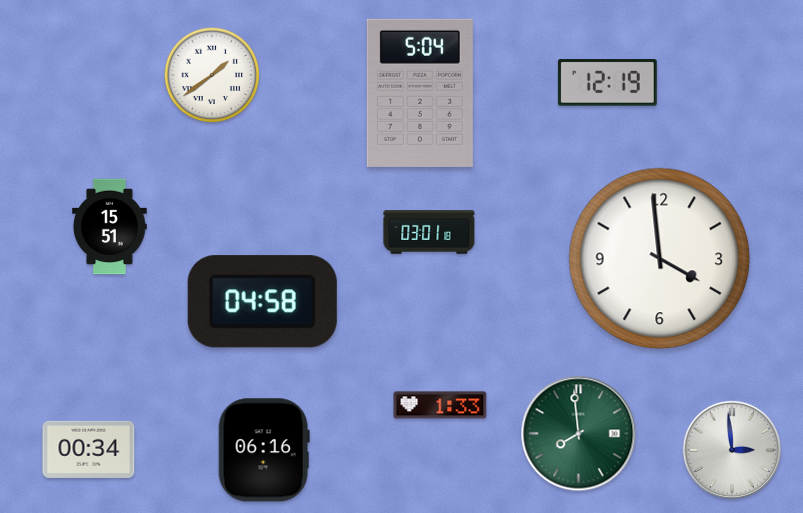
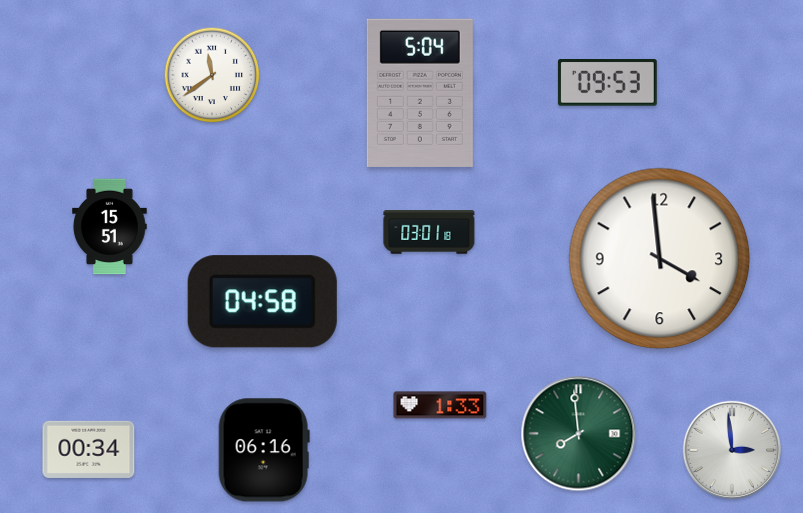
clock at (212, 75): 1:39 -> 11:39
clock at (607, 83): 12:19 -> 09:53
